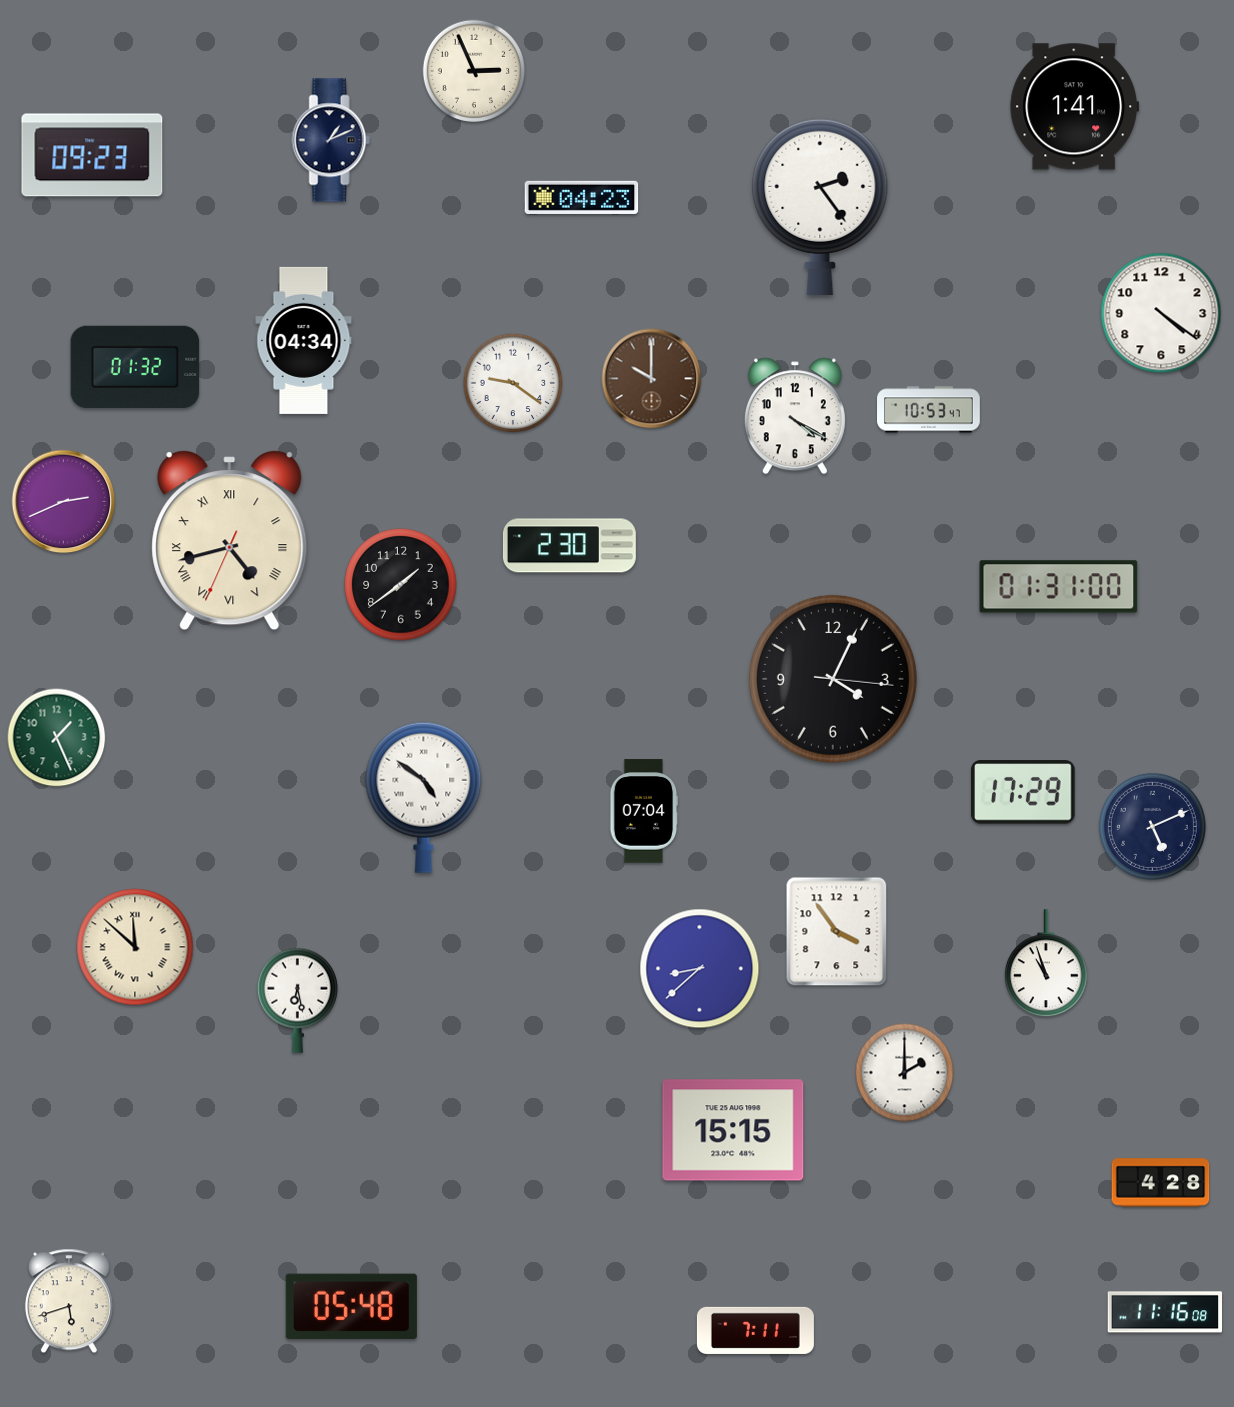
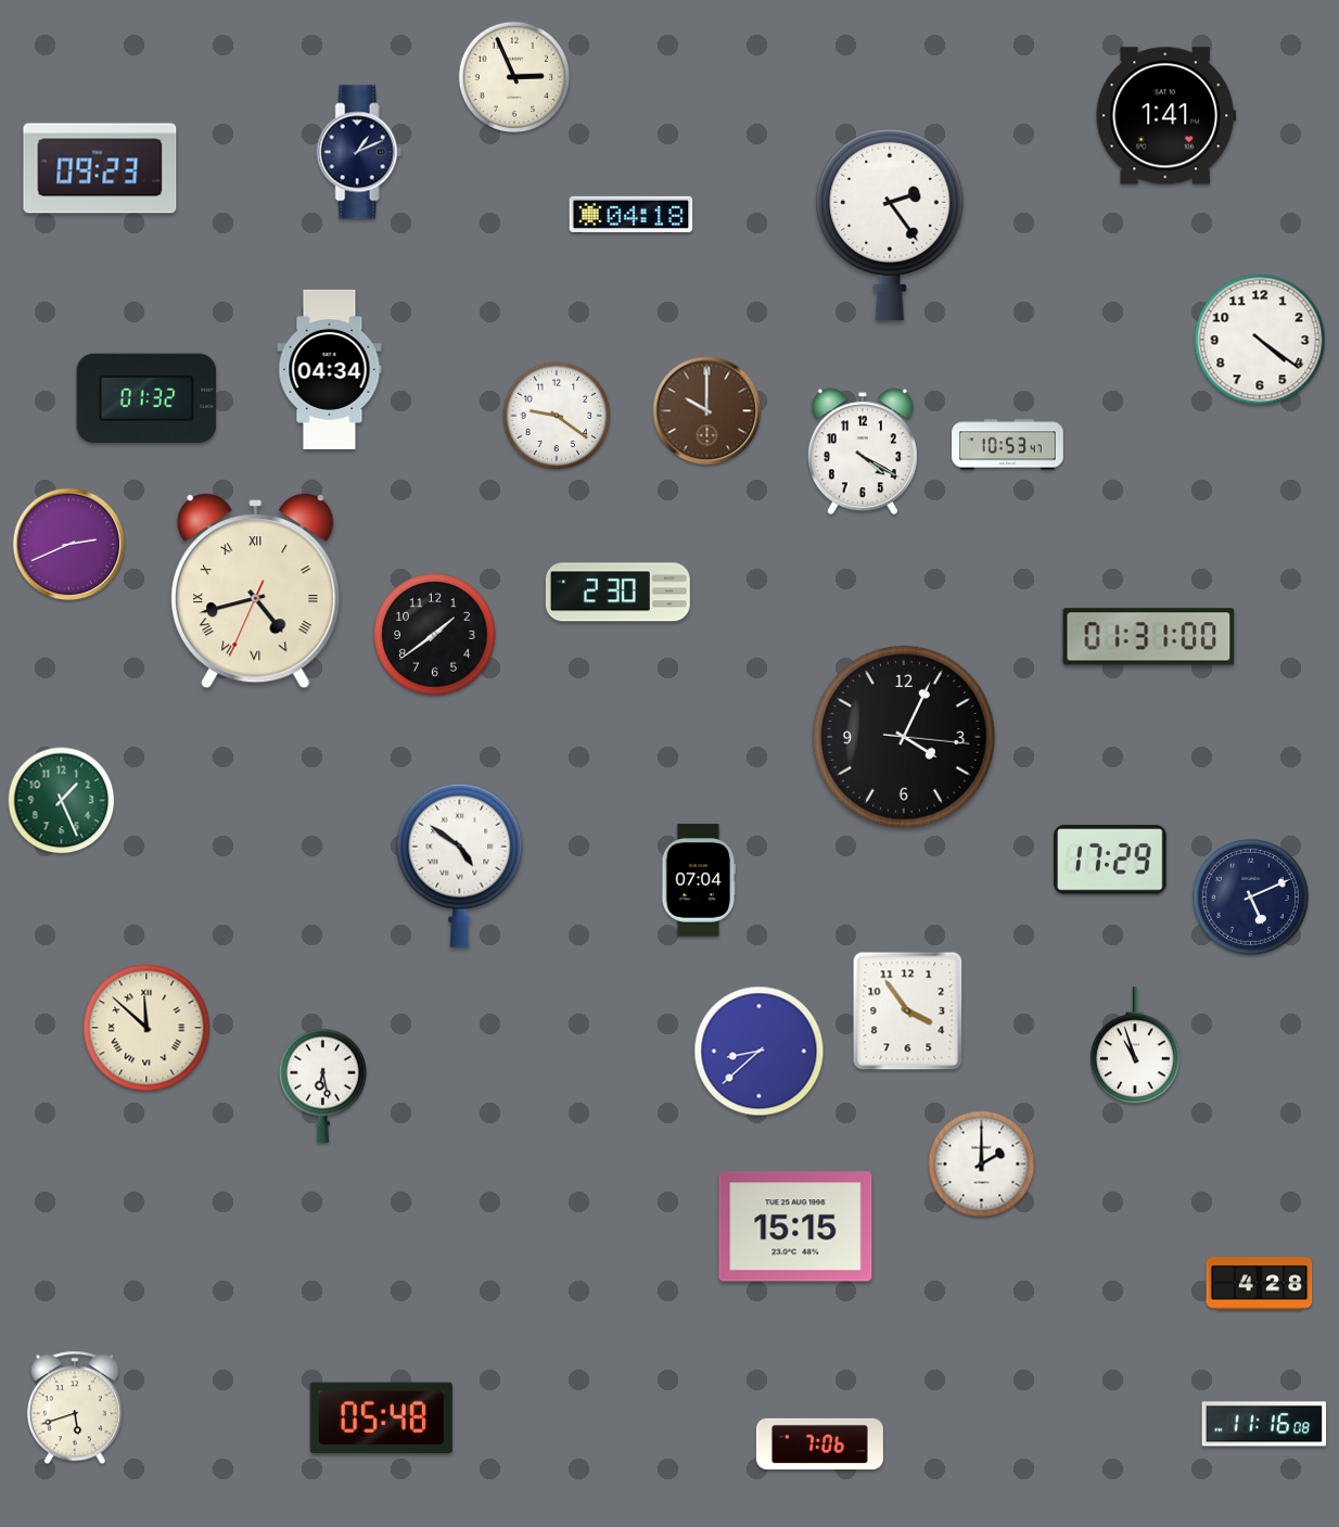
clock at (582, 197): 04:23 -> 04:18
clock at (230, 541) position: (230, 541) -> (256, 591)
clock at (69, 1301) position: (69, 1301) -> (75, 1408)
clock at (755, 1330): 7:11 -> 7:06
